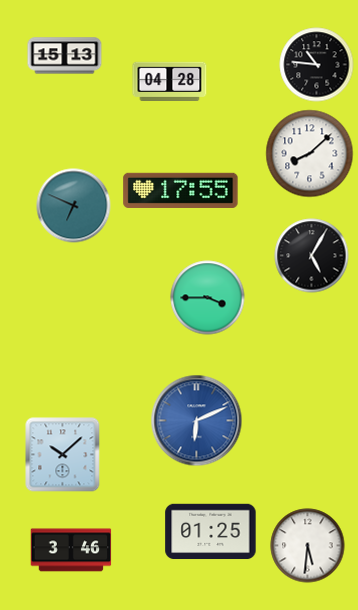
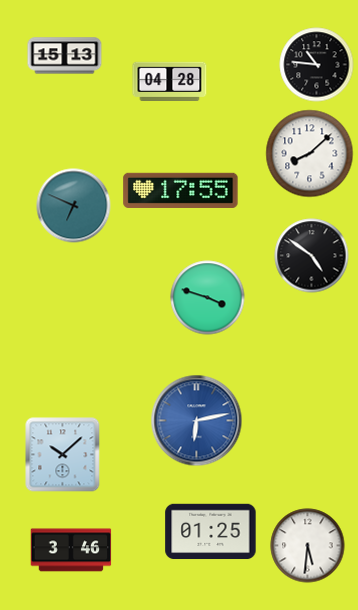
clock at (312, 256): 5:05 -> 4:51
clock at (208, 298): 3:45 -> 3:48
clock at (197, 421): 6:11 -> 6:13
